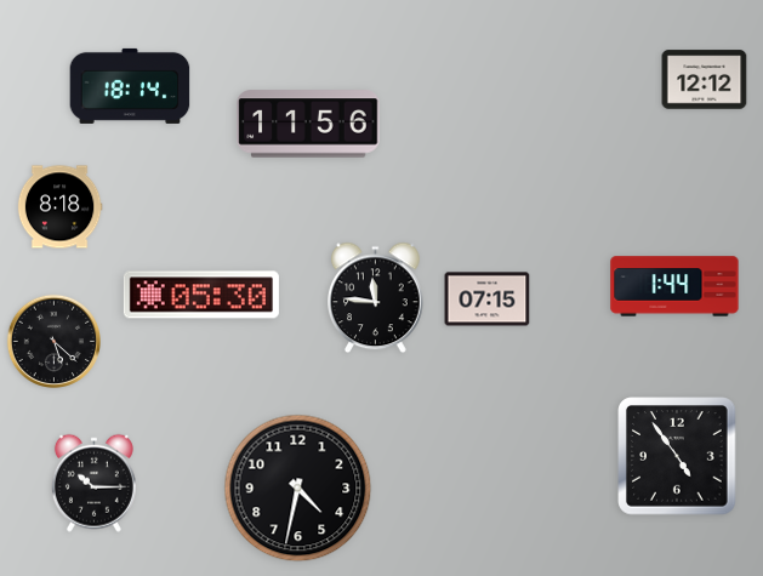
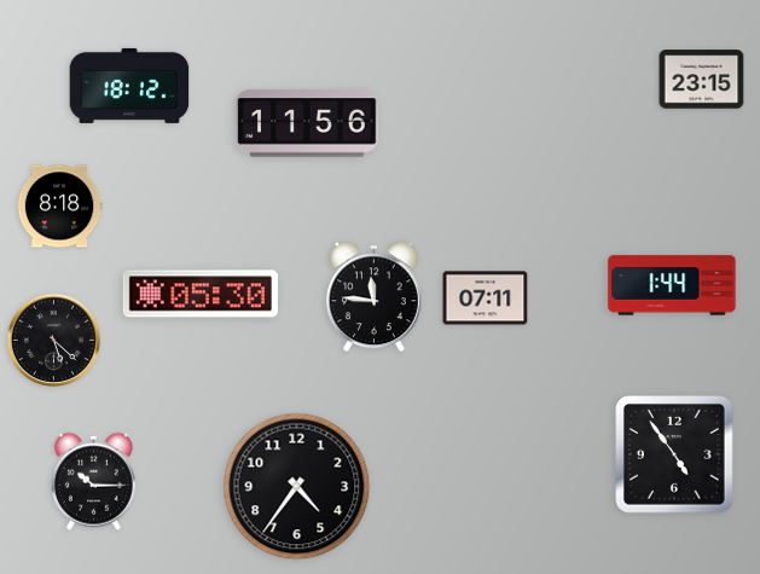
clock at (705, 80): 12:12 -> 23:15
clock at (130, 86): 18:14 -> 18:12
clock at (488, 300): 07:15 -> 07:11
clock at (298, 489): 4:32 -> 4:36
